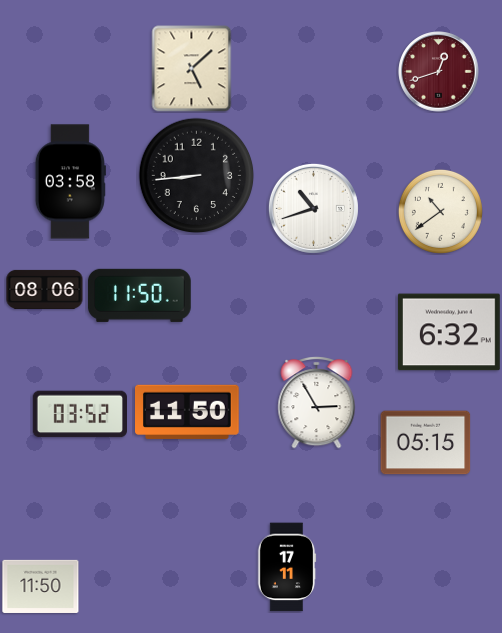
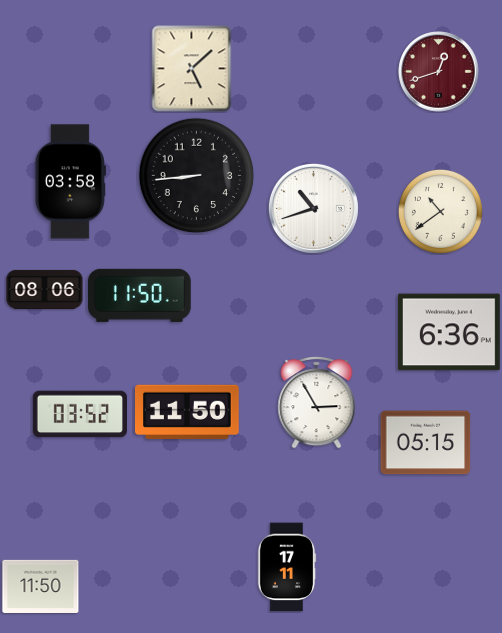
clock at (449, 332): 6:32 -> 6:36
